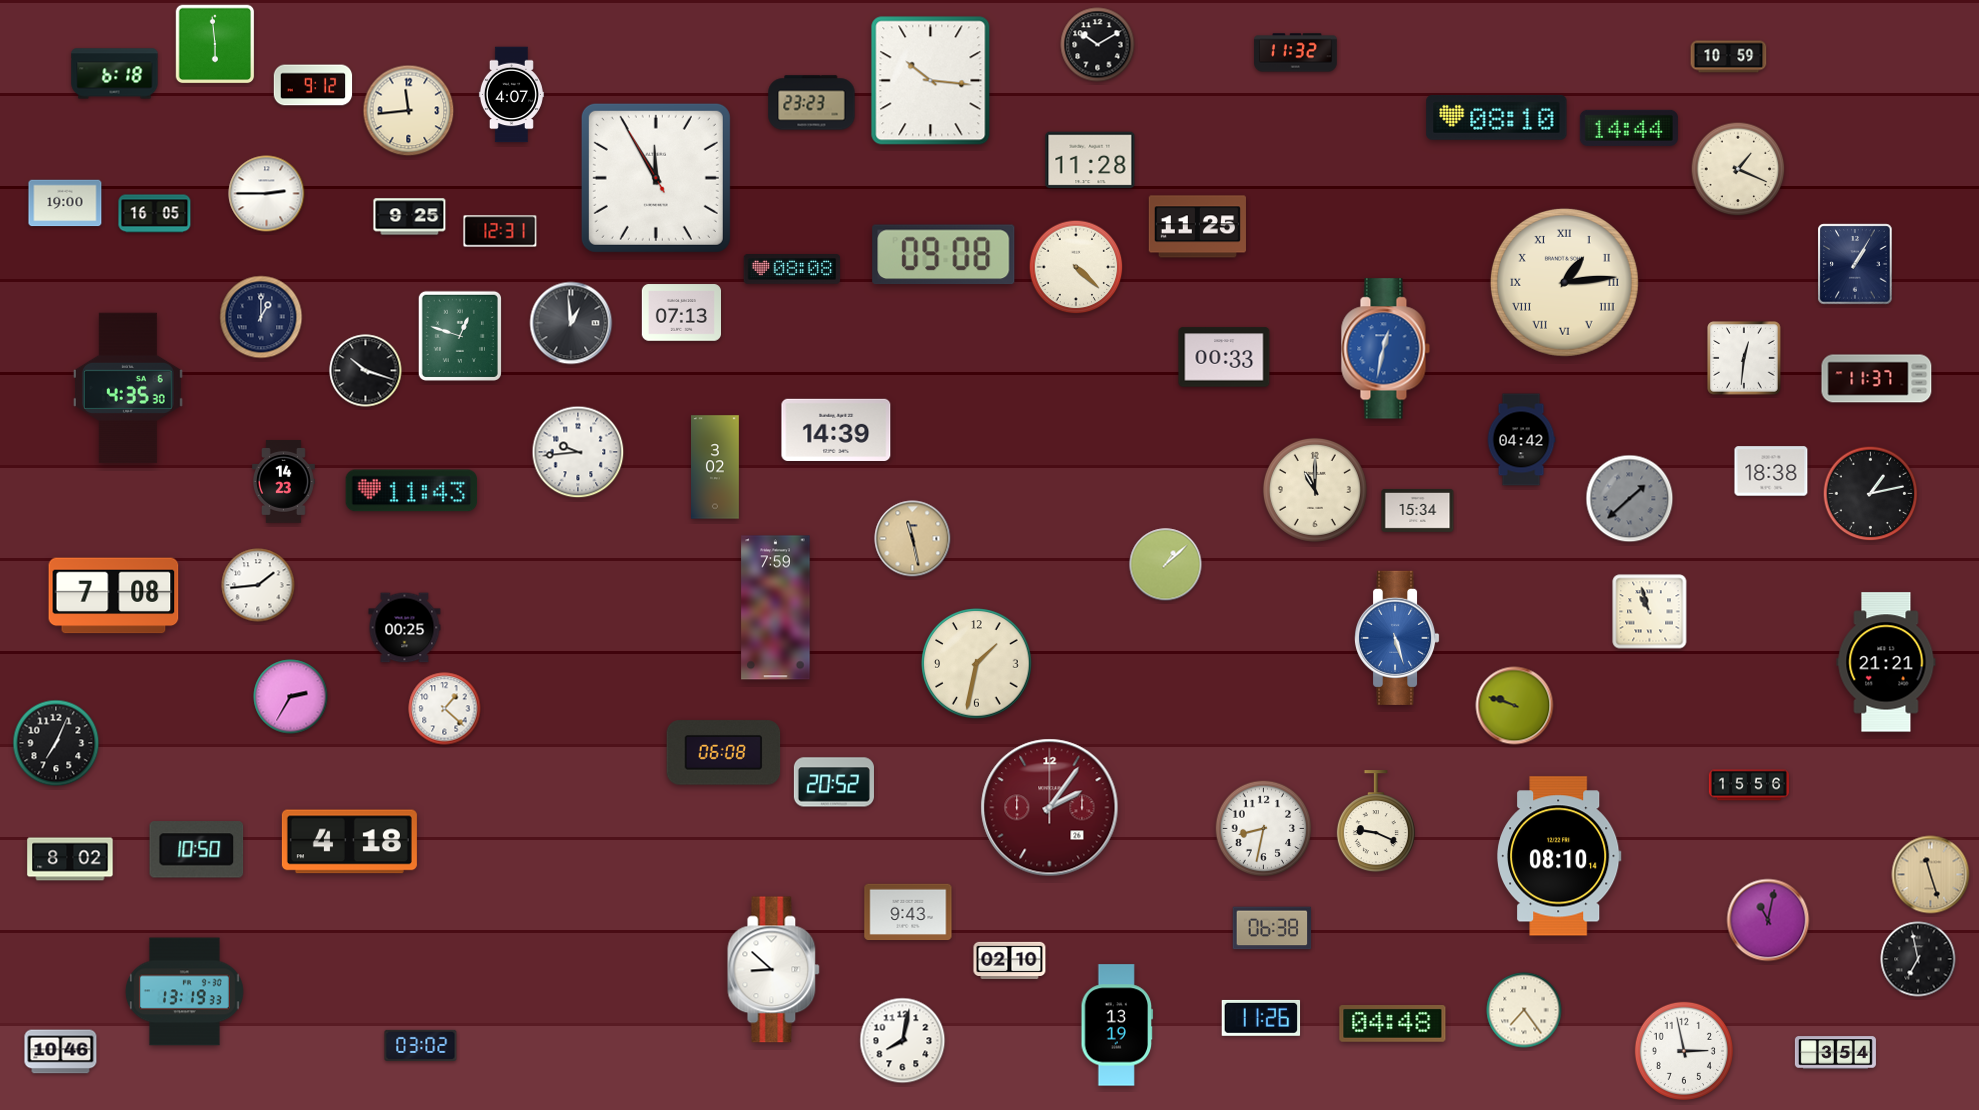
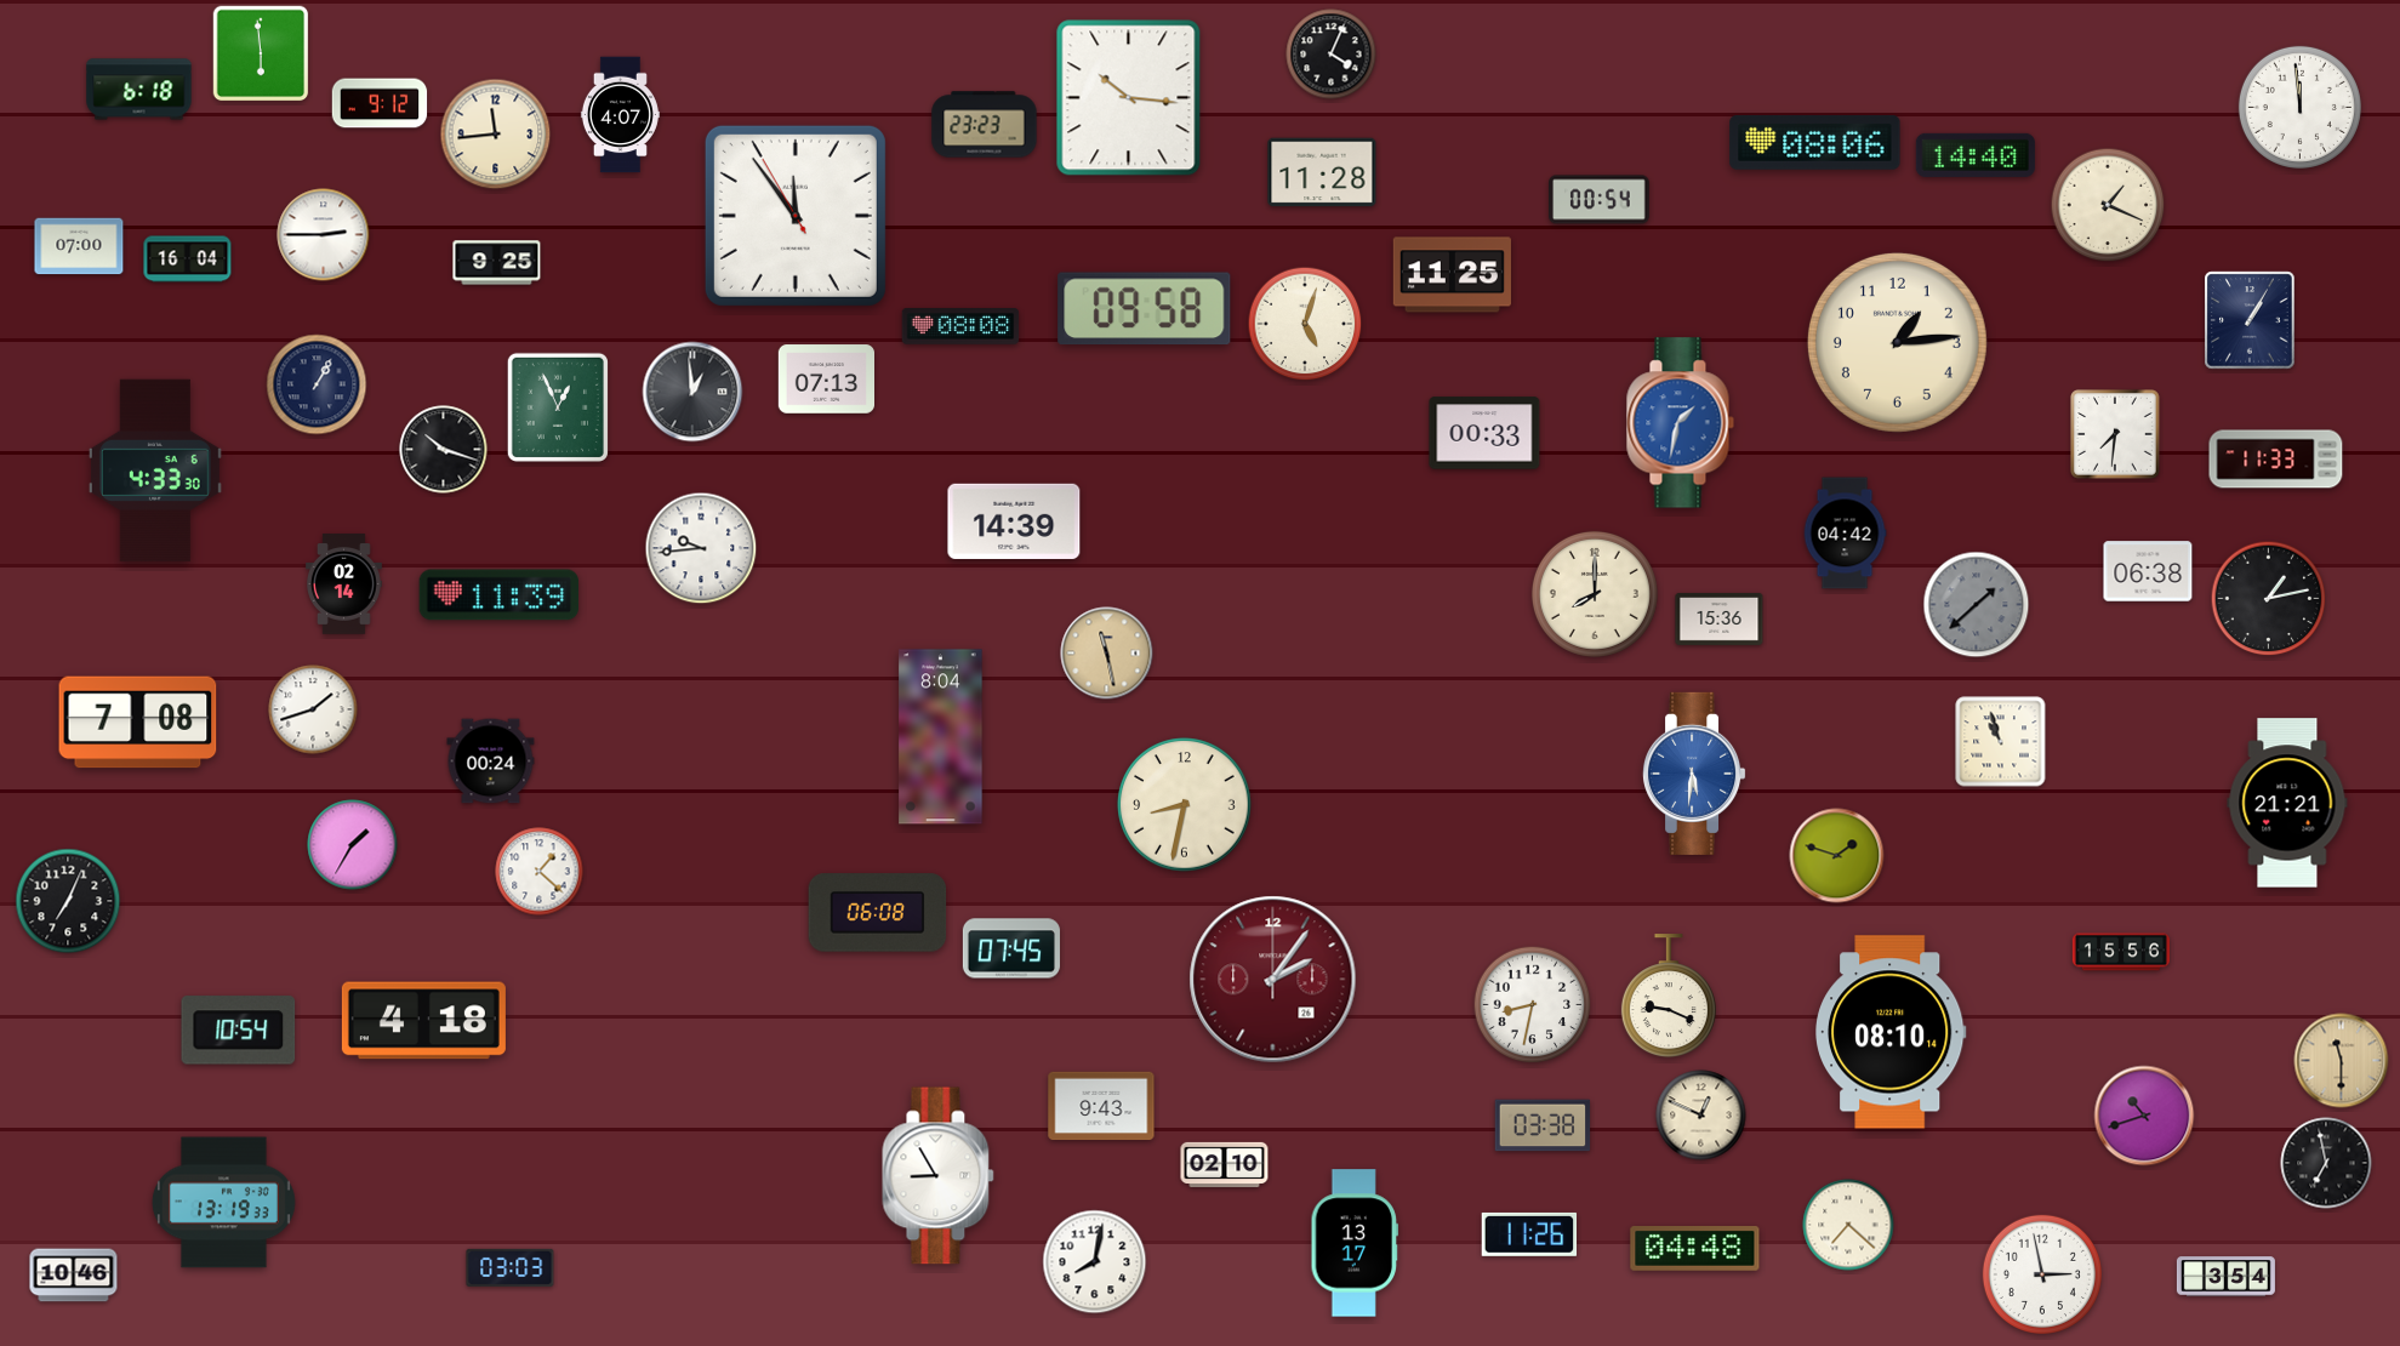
clock at (1098, 45): 10:10 -> 4:04
clock at (1296, 53): 11:32 -> none
clock at (1729, 57): 10:59 -> none
clock at (2299, 107): none -> 11:59
clock at (1497, 117): 08:10 -> 08:06
clock at (1629, 128): 14:44 -> 14:40
clock at (1090, 160) position: (1090, 160) -> (1322, 172)
clock at (1600, 200): none -> 00:54
clock at (656, 178): 11:54 -> 11:53
clock at (65, 203): 19:00 -> 07:00
clock at (155, 214): 16:05 -> 16:04
clock at (500, 231): 12:31 -> none
clock at (944, 254): 09:08 -> 09:58
clock at (1076, 267): 4:22 -> 5:03
clock at (1564, 282) numerals: Roman -> Arabic
clock at (261, 317): 1:00 -> 1:05
clock at (460, 336): 12:48 -> 12:56
clock at (1385, 349): 12:32 -> 1:32
clock at (1744, 358): 12:31 -> 7:31
clock at (1877, 379): 11:37 -> 11:33
clock at (128, 388): 4:35 -> 4:33
clock at (716, 467): 3:02 -> none
clock at (1771, 471): 18:38 -> 06:38
clock at (284, 482): 14:23 -> 02:14
clock at (1315, 490): 11:00 -> 8:00
clock at (412, 491): 11:43 -> 11:39
clock at (1418, 510): 15:34 -> 15:36
clock at (1166, 565): 1:08 -> none
clock at (258, 585): 1:44 -> 1:42
clock at (776, 608): 7:59 -> 8:04
clock at (405, 628): 00:25 -> 00:24
clock at (1398, 638): 5:27 -> 5:31
clock at (977, 664): 1:32 -> 8:32
clock at (291, 697): 2:35 -> 1:35
clock at (1515, 706): 9:48 -> 1:48
clock at (445, 709) position: (445, 709) -> (540, 872)
clock at (834, 782): 20:52 -> 07:45
clock at (197, 850): 10:50 -> 10:54
clock at (1560, 856) position: (1560, 856) -> (1892, 1032)
clock at (70, 859): 8:02 -> none
clock at (1931, 875): 11:27 -> 11:30
clock at (1701, 1116): none -> 12:49
clock at (1768, 920): 11:02 -> 10:42
clock at (1272, 928): 06:38 -> 03:38
clock at (774, 970): 8:52 -> 8:55
clock at (1524, 1010): 7:24 -> 7:22
clock at (1393, 1024) position: (1393, 1024) -> (1695, 1249)
clock at (1117, 1025): 13:19 -> 13:17
clock at (421, 1045): 03:02 -> 03:03
